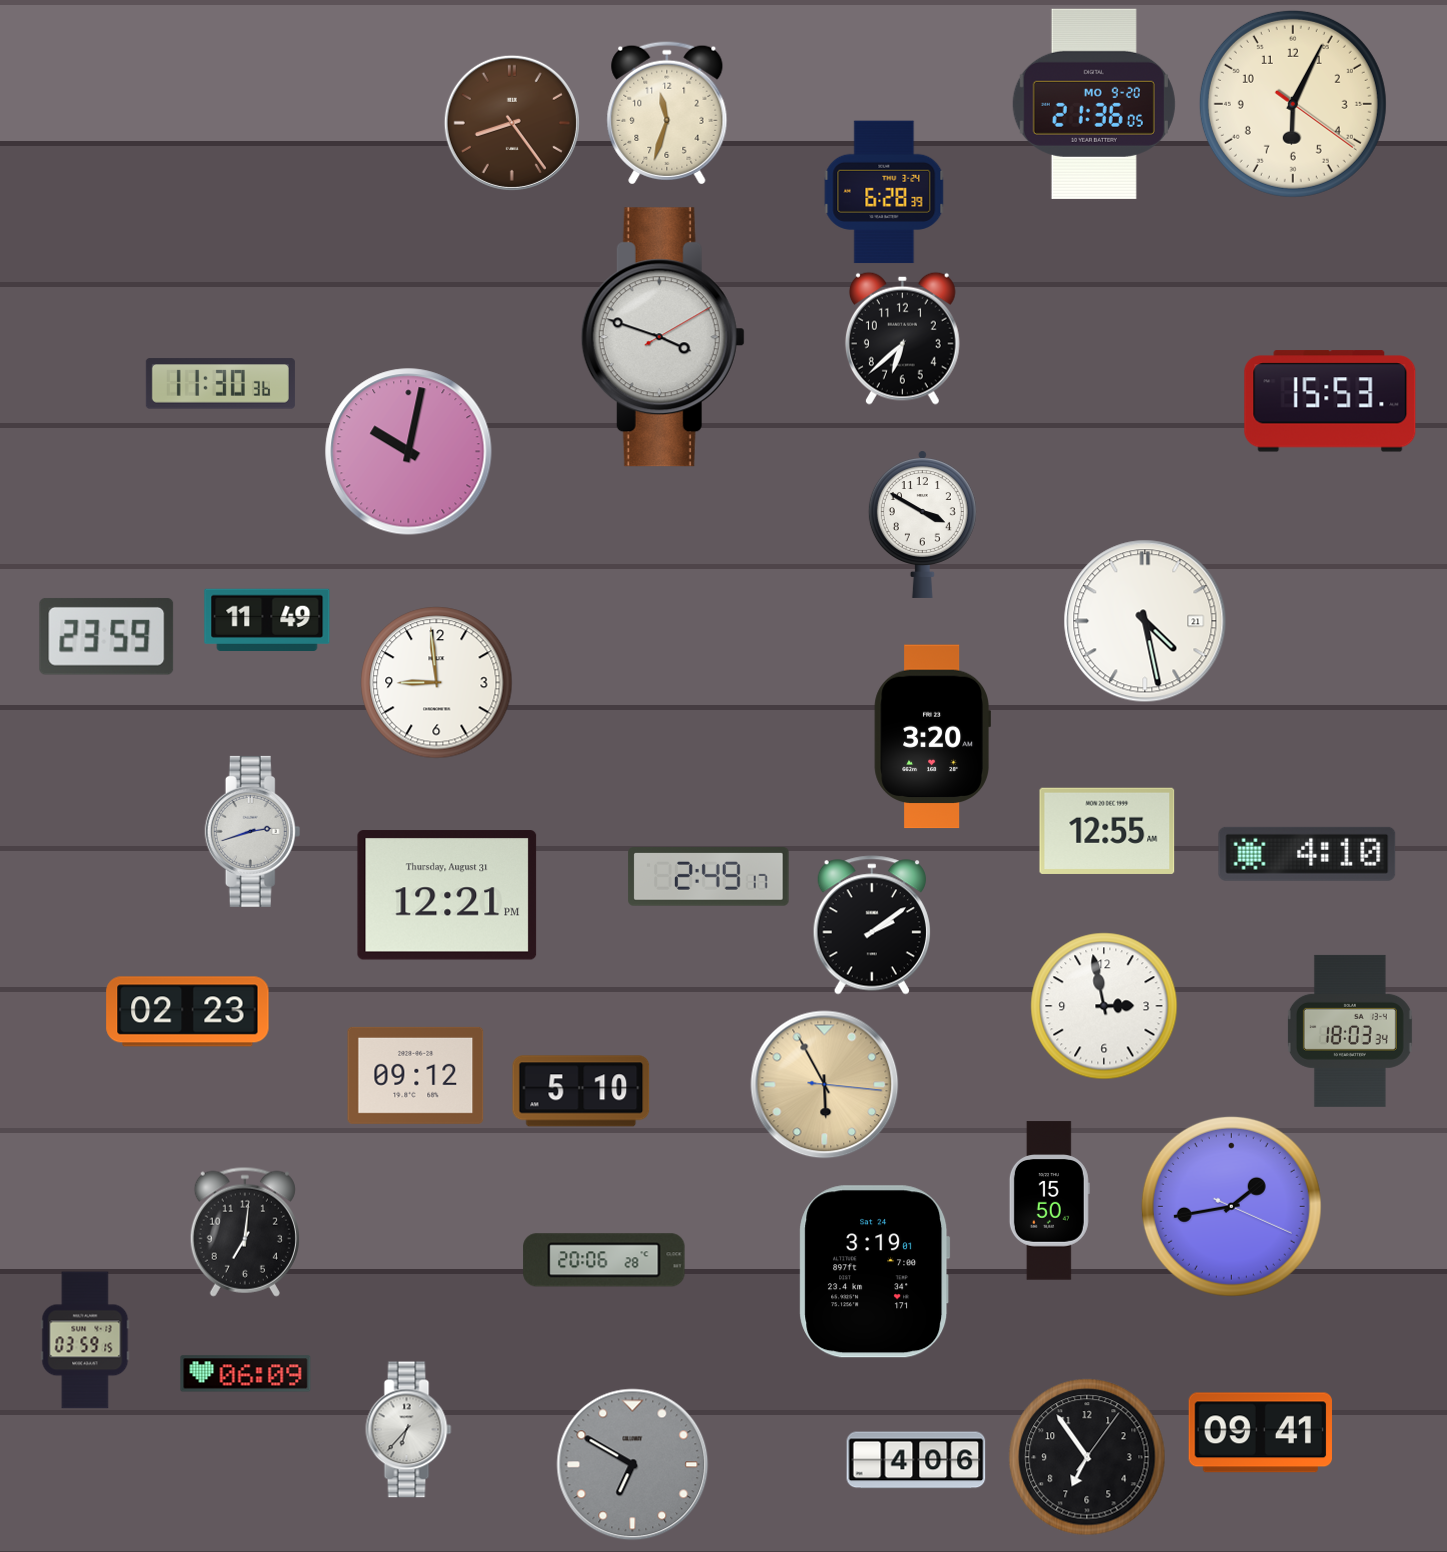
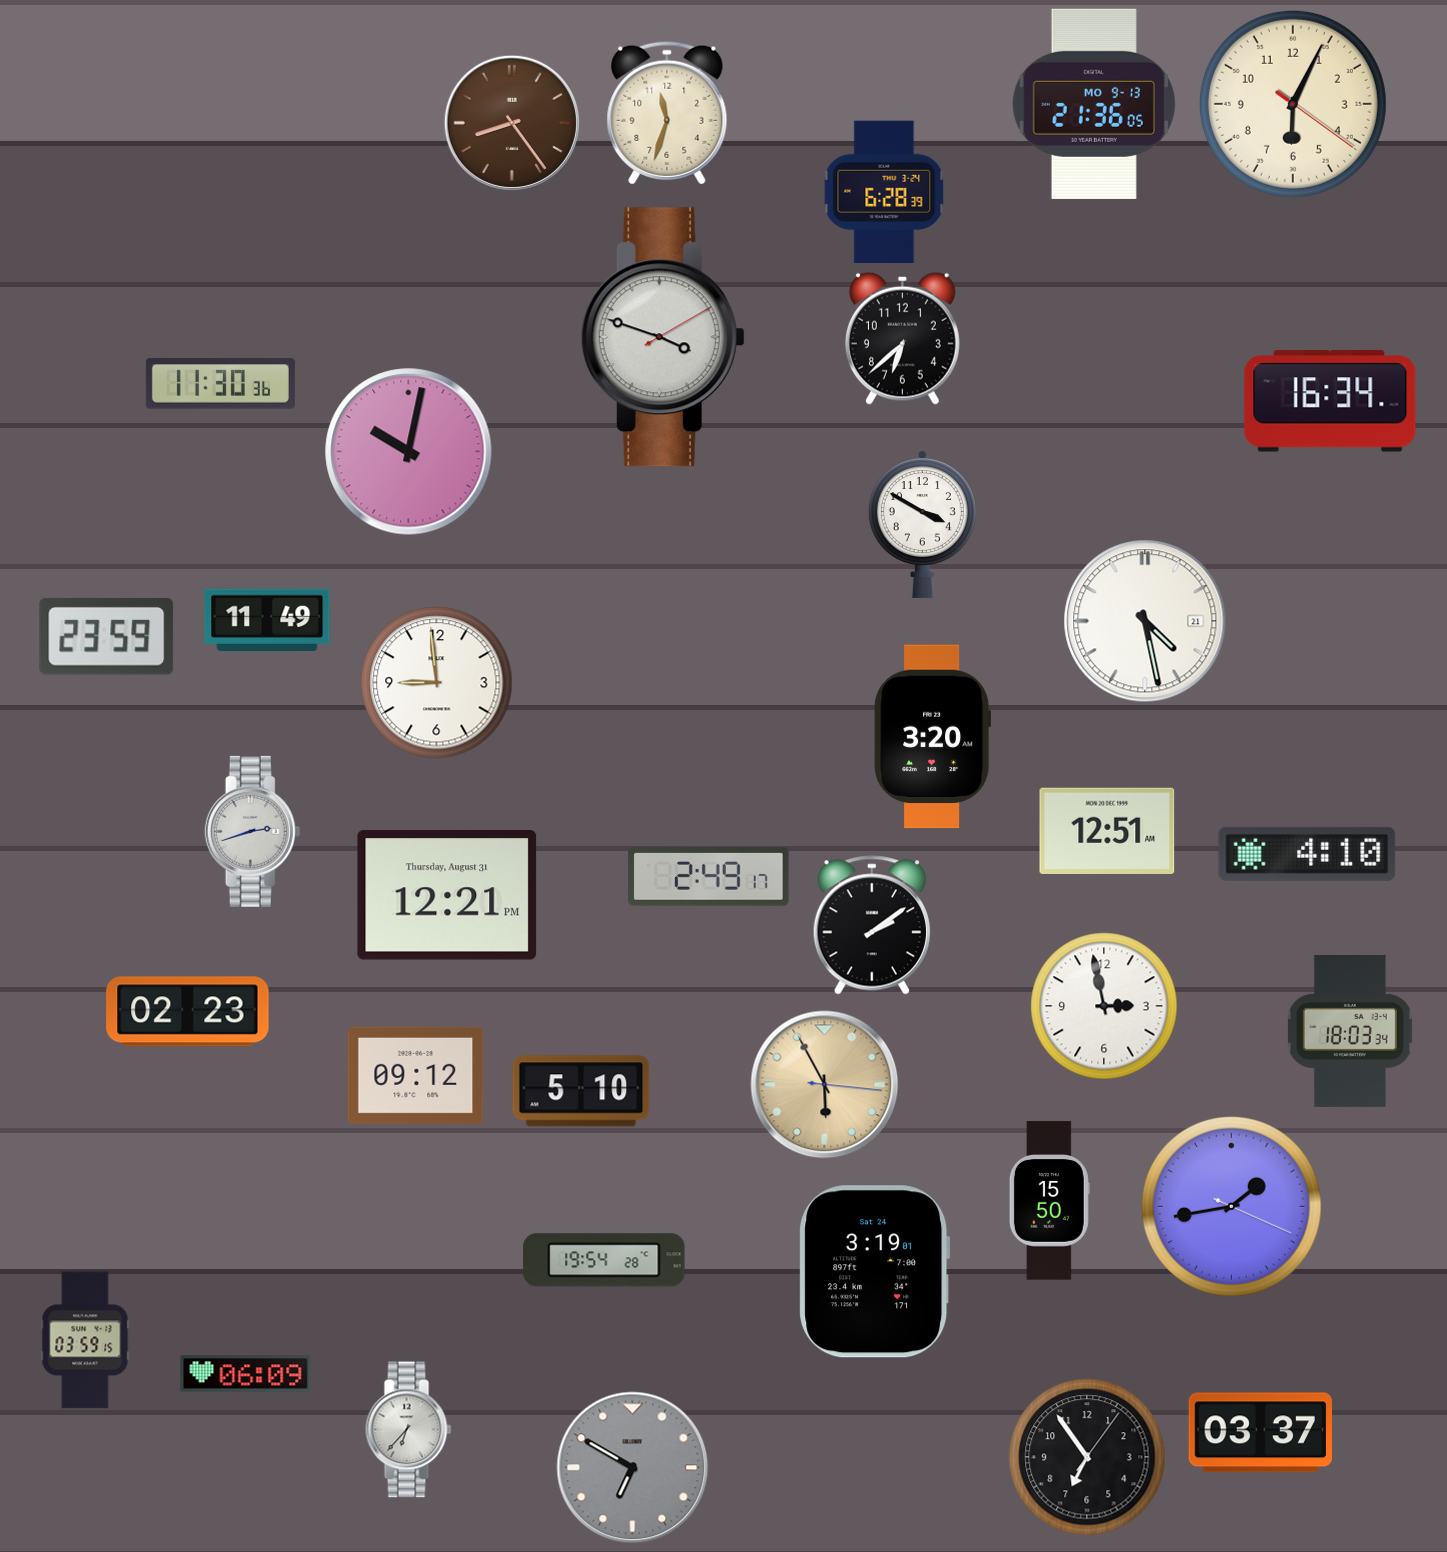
clock at (1094, 104) date: MO 9-20 -> MO 9-13
clock at (1330, 401): 15:53 -> 16:34
clock at (1107, 831): 12:55 -> 12:51
clock at (245, 1232): 7:01 -> none
clock at (604, 1260): 20:06 -> 19:54
clock at (1260, 1433): 09:41 -> 03:37
clock at (916, 1460): 4:06 -> none
clock at (633, 1465) position: (633, 1465) -> (633, 1468)
